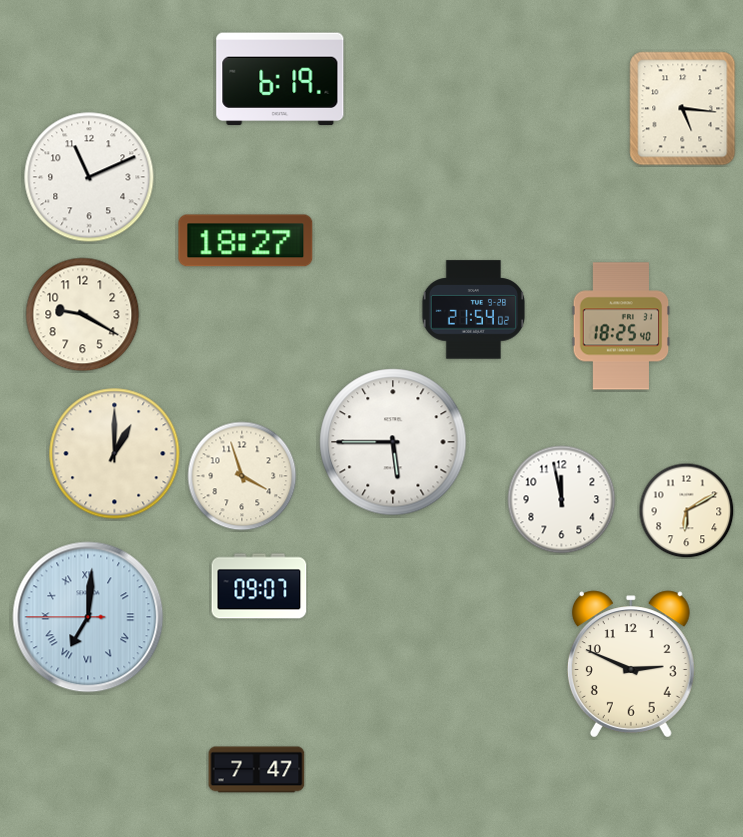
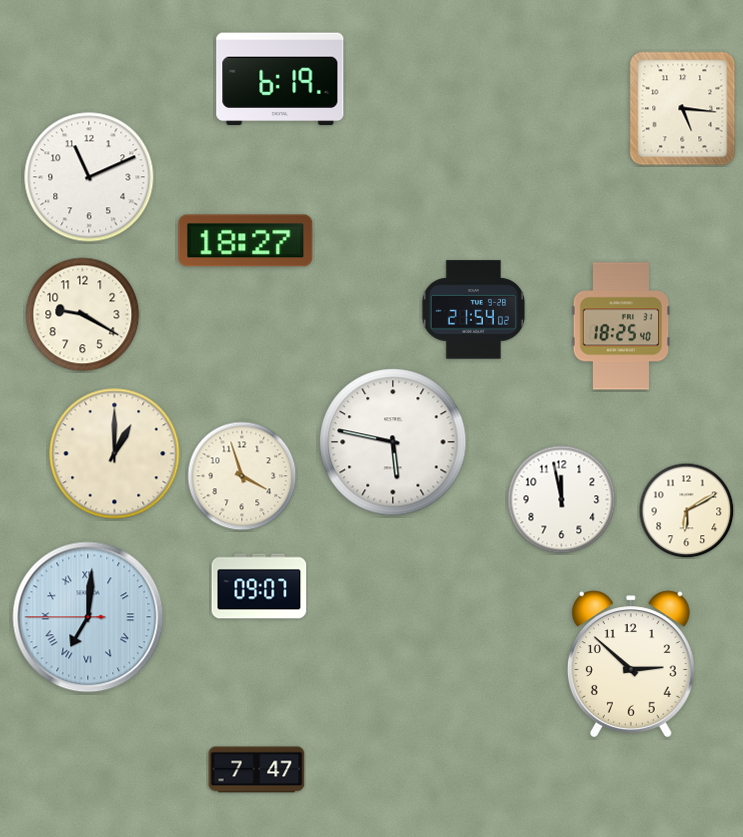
clock at (393, 442): 5:45 -> 5:47
clock at (631, 664): 2:49 -> 2:52
